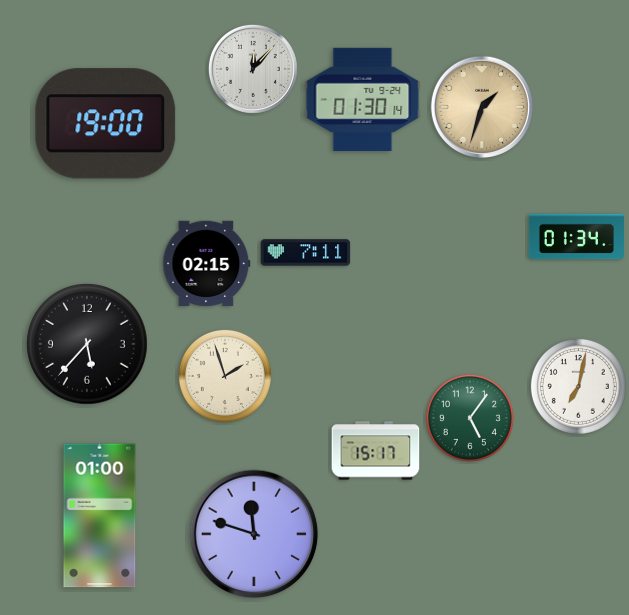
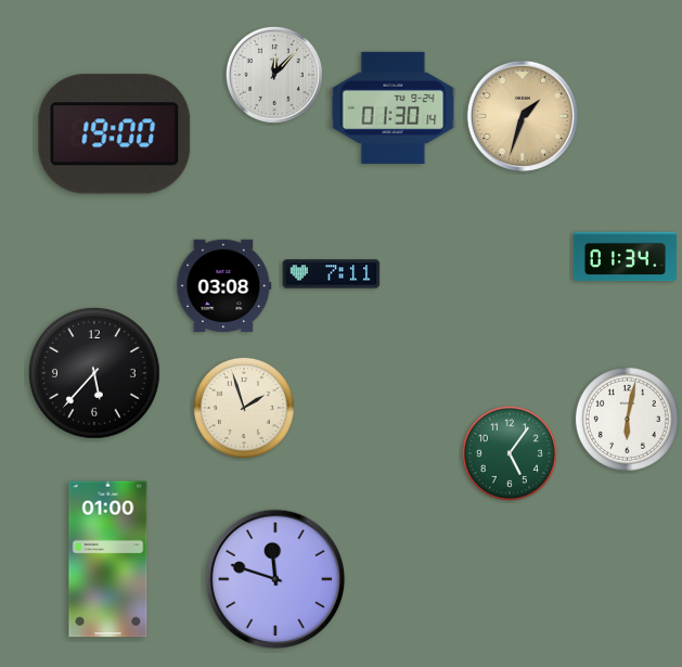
clock at (207, 263): 02:15 -> 03:08
clock at (578, 386): 7:02 -> 6:02
clock at (376, 451): 15:17 -> none
